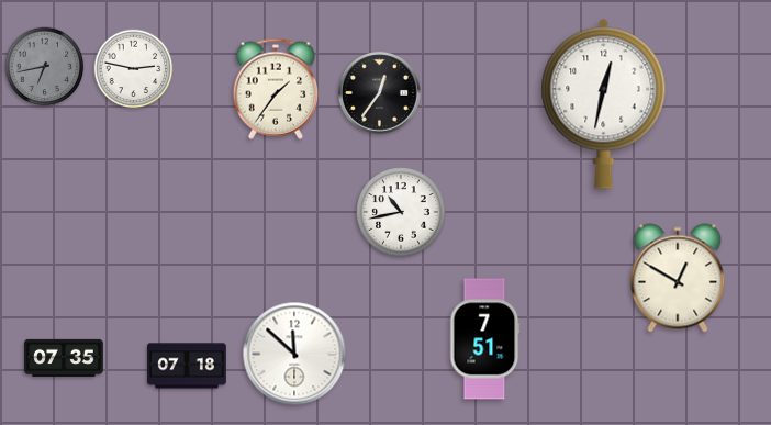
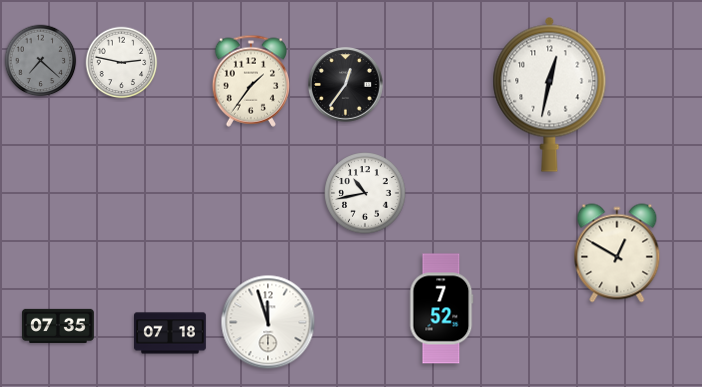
clock at (45, 67): 6:43 -> 7:22
clock at (485, 339): 7:51 -> 7:52
clock at (294, 354): 11:52 -> 11:57
